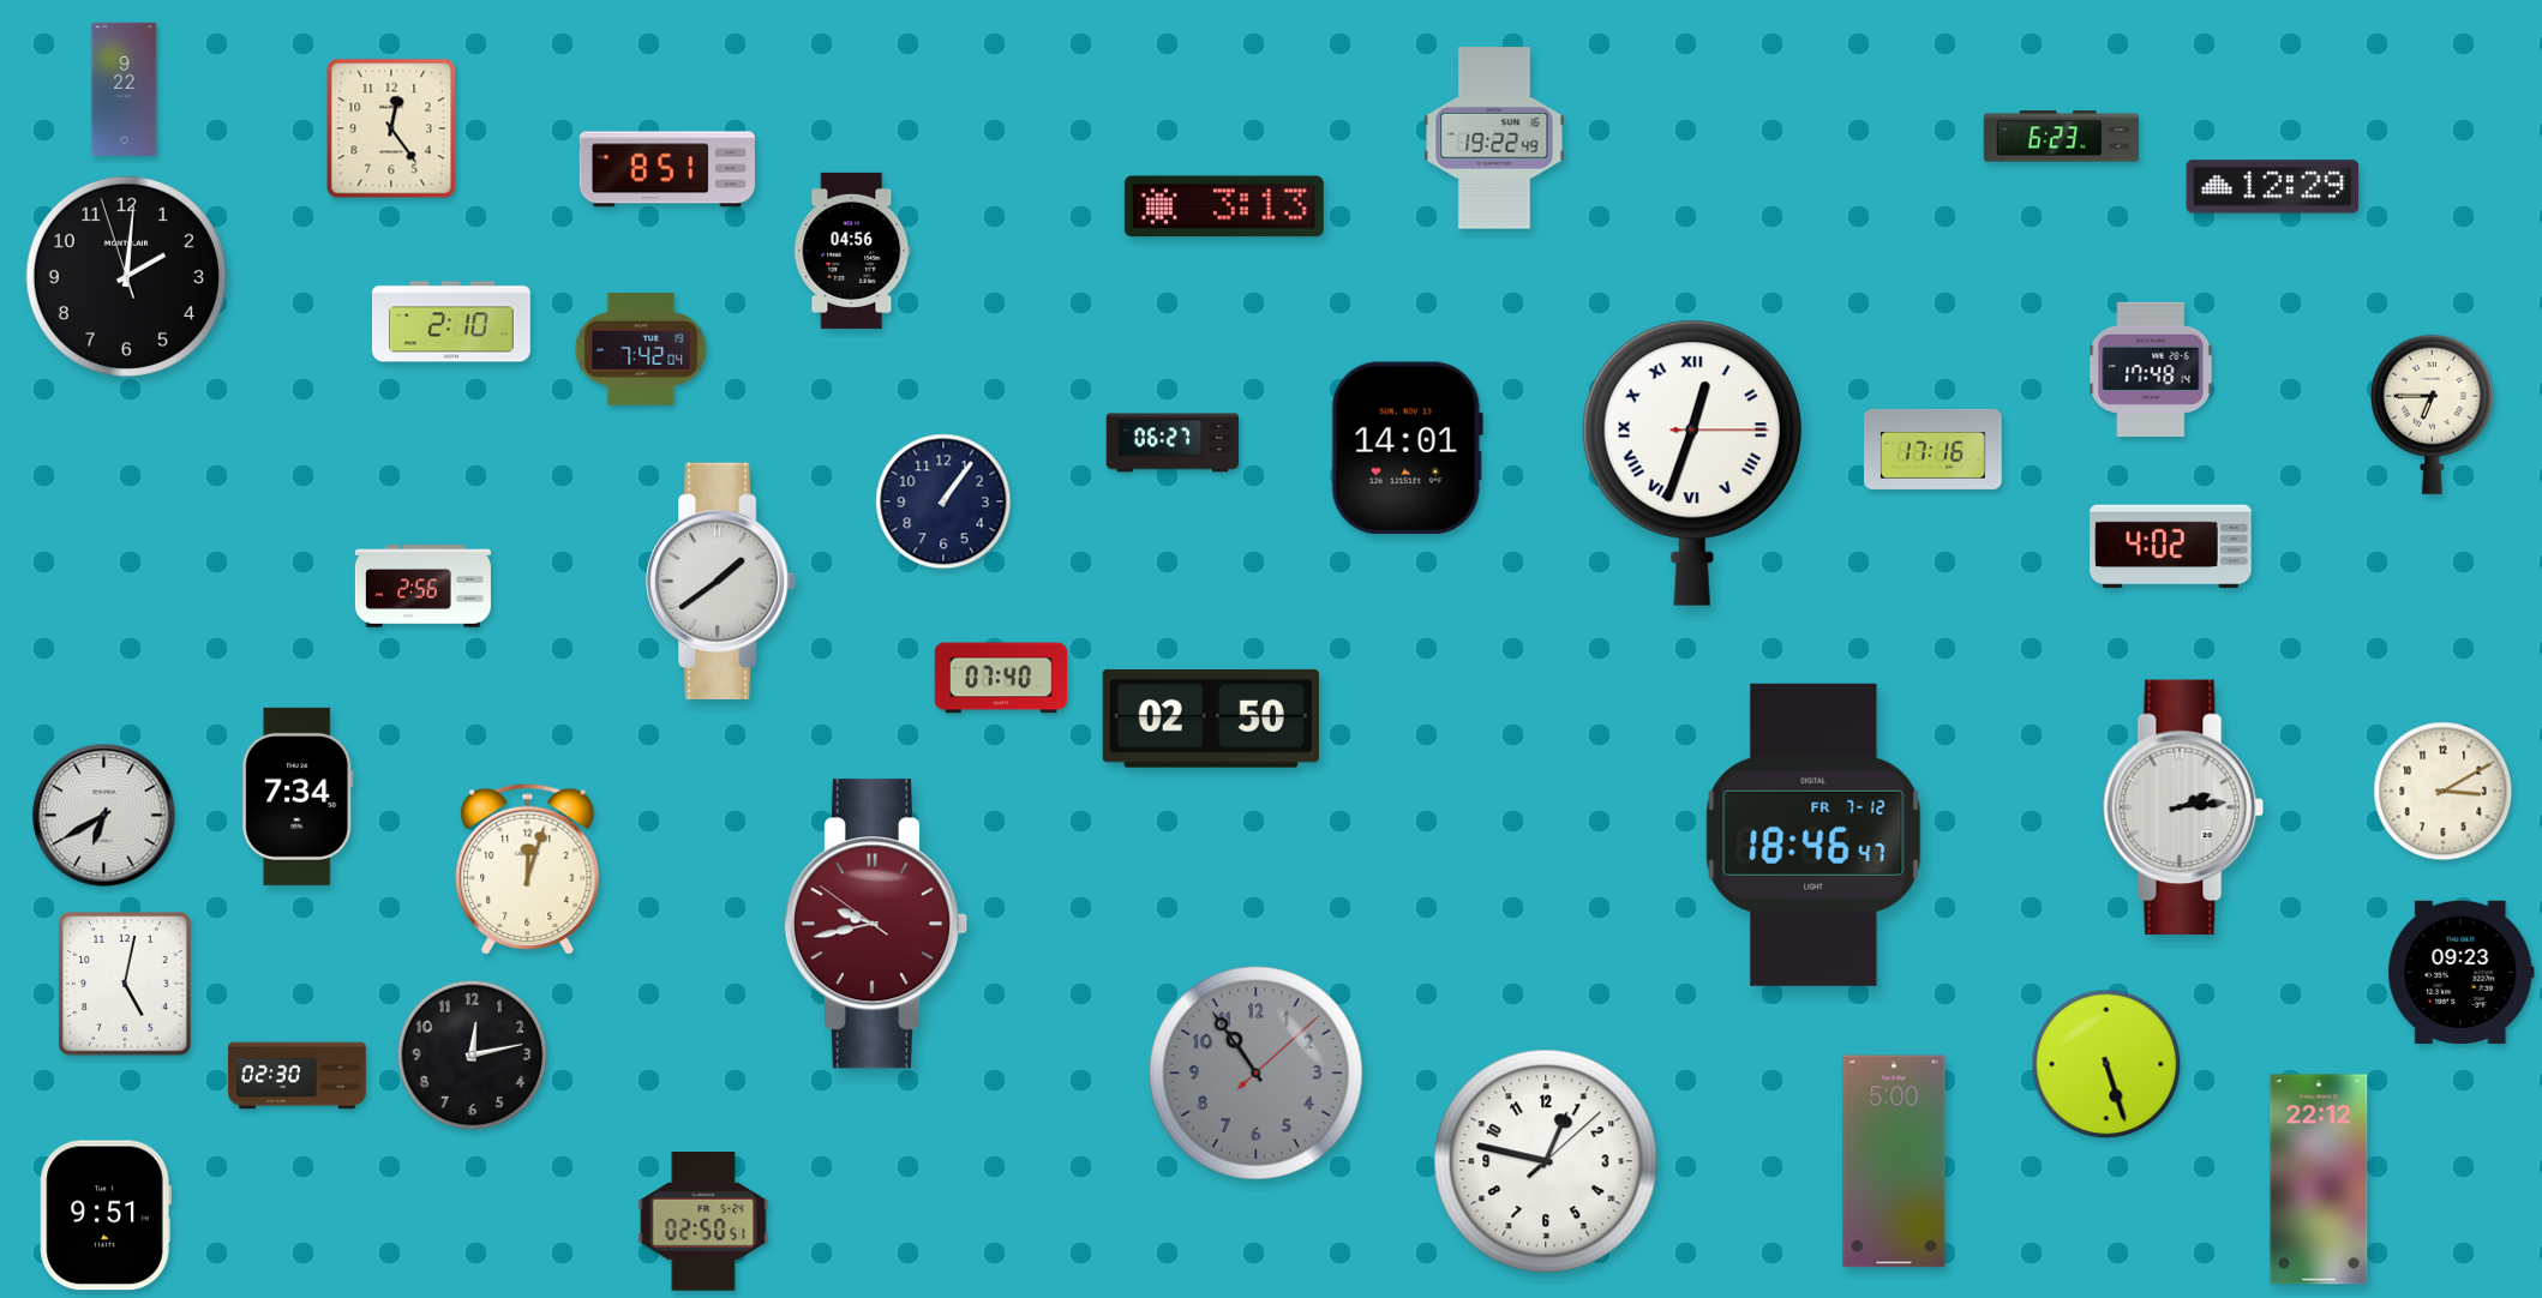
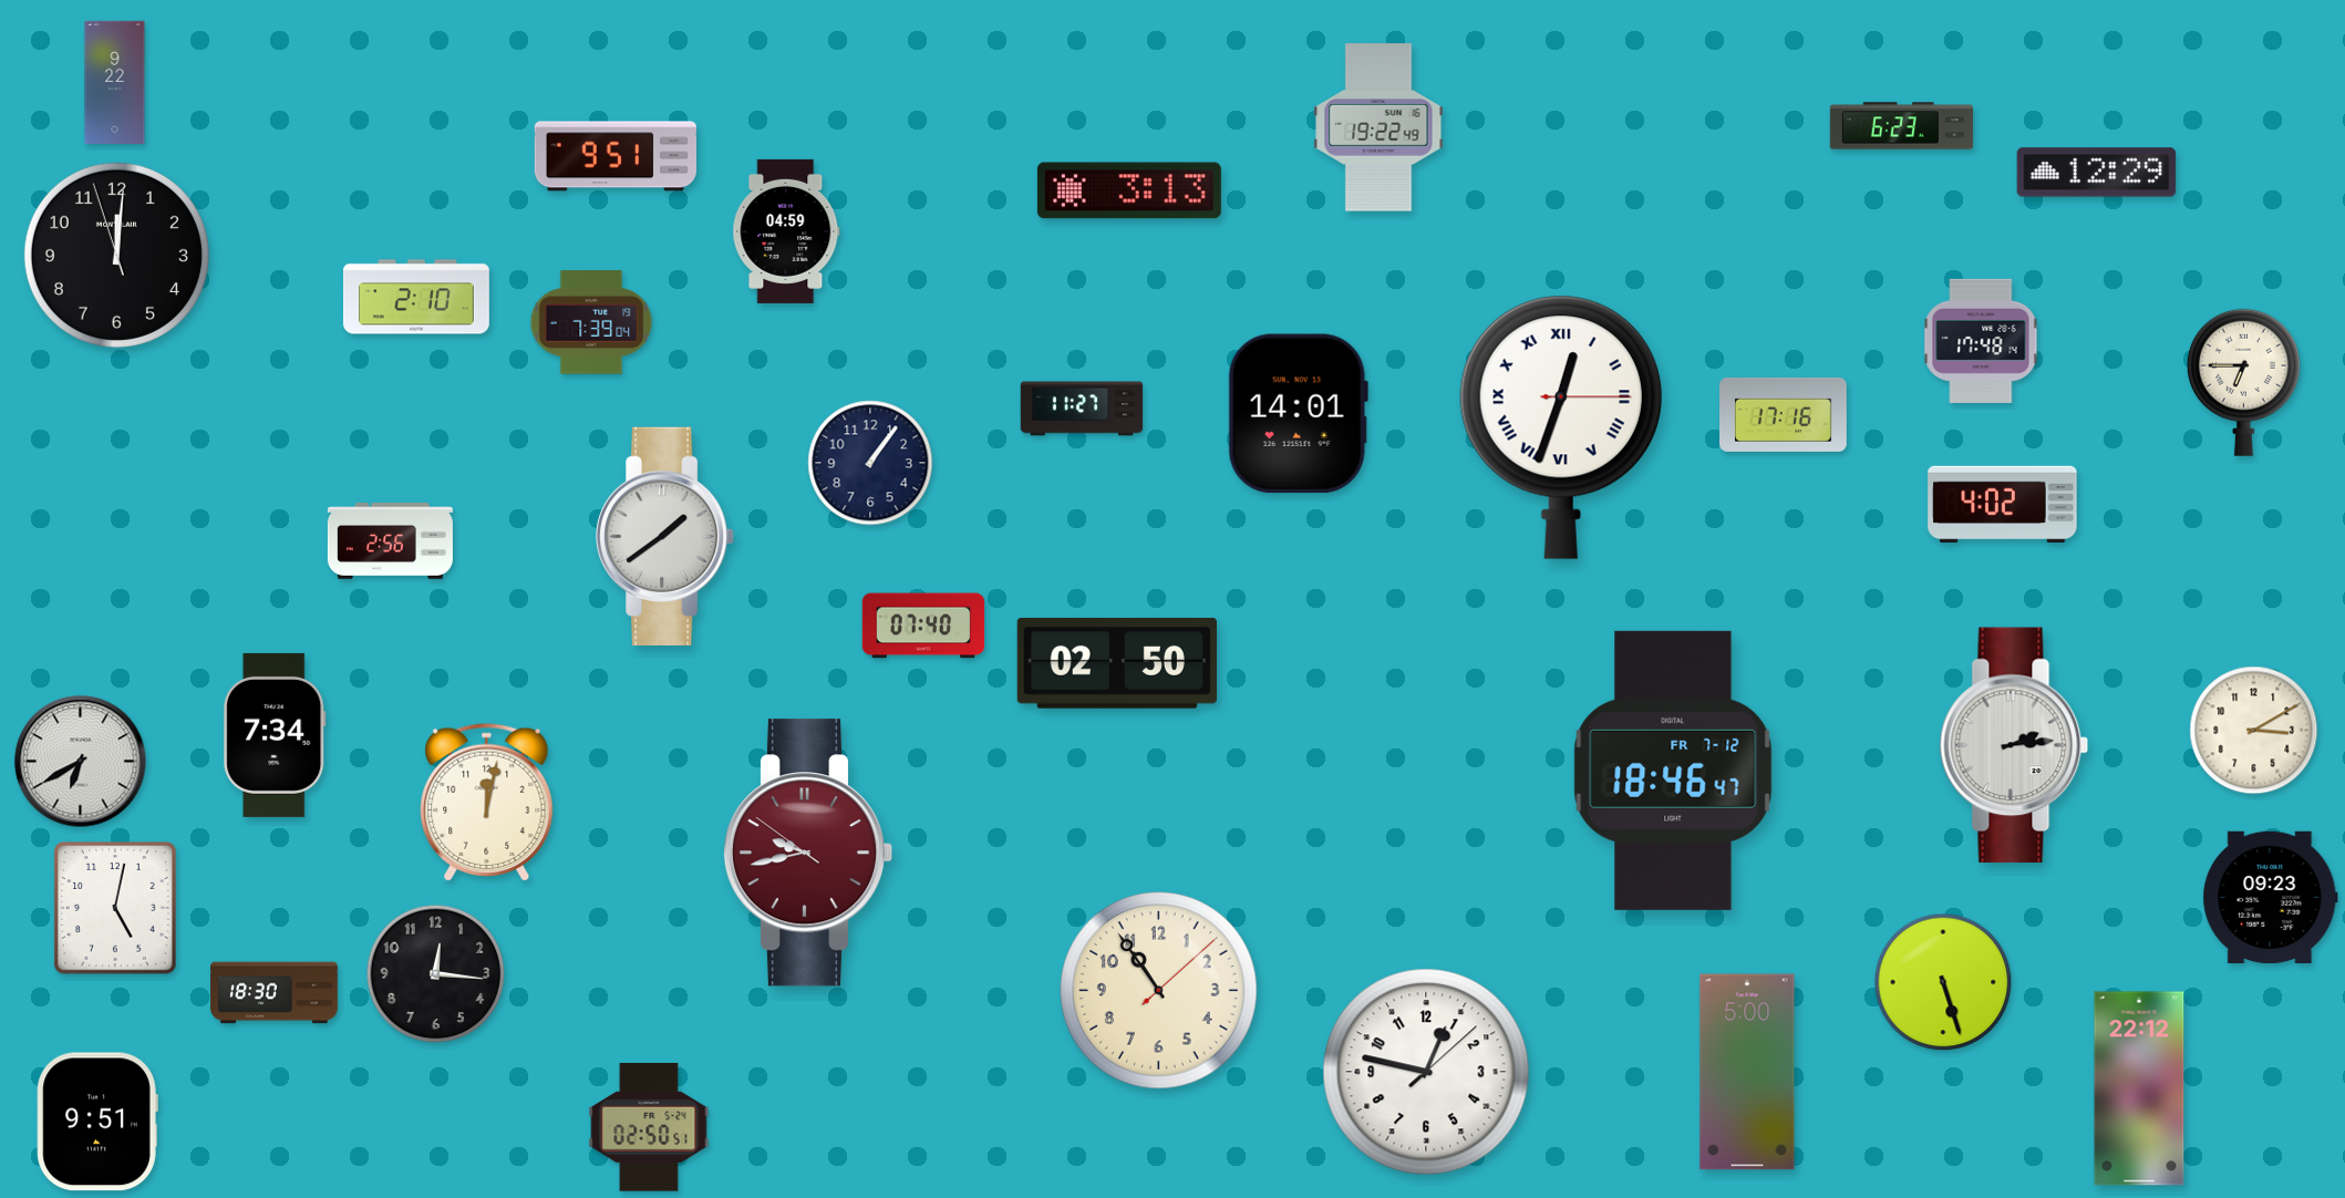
clock at (391, 128): 12:24 -> none
clock at (667, 169): 8:51 -> 9:51
clock at (852, 251): 04:56 -> 04:59
clock at (126, 276): 2:00 -> 12:00
clock at (641, 349): 7:42 -> 7:39
clock at (2151, 369) position: (2151, 369) -> (1981, 341)
clock at (1173, 443): 06:27 -> 11:27
clock at (104, 816) position: (104, 816) -> (81, 762)
clock at (528, 869): 12:03 -> 12:02
clock at (473, 1056): 12:13 -> 12:16
clock at (1257, 1074) dial: grey -> cream
clock at (298, 1076): 02:30 -> 18:30
